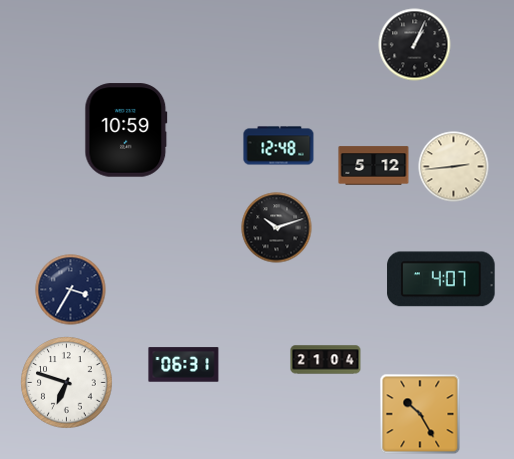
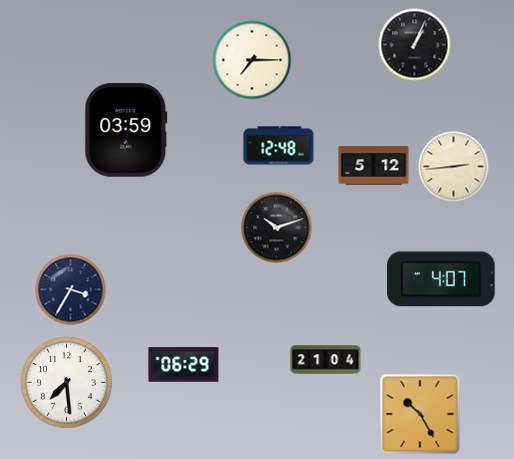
clock at (252, 60): none -> 7:15
clock at (126, 130): 10:59 -> 03:59
clock at (184, 365): 06:31 -> 06:29
clock at (67, 383): 6:48 -> 7:29
